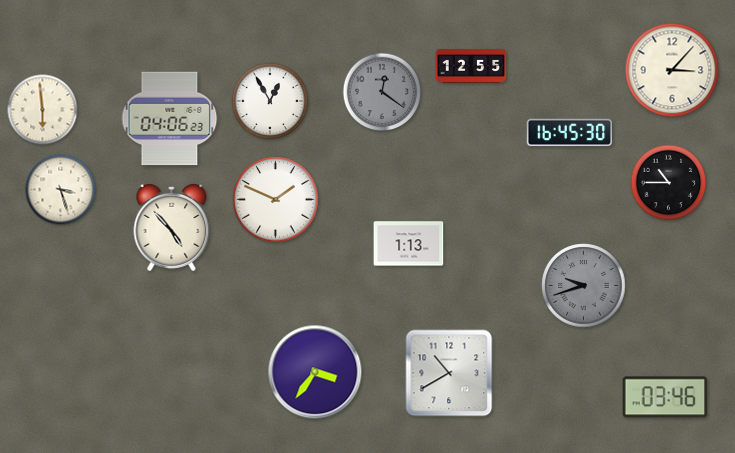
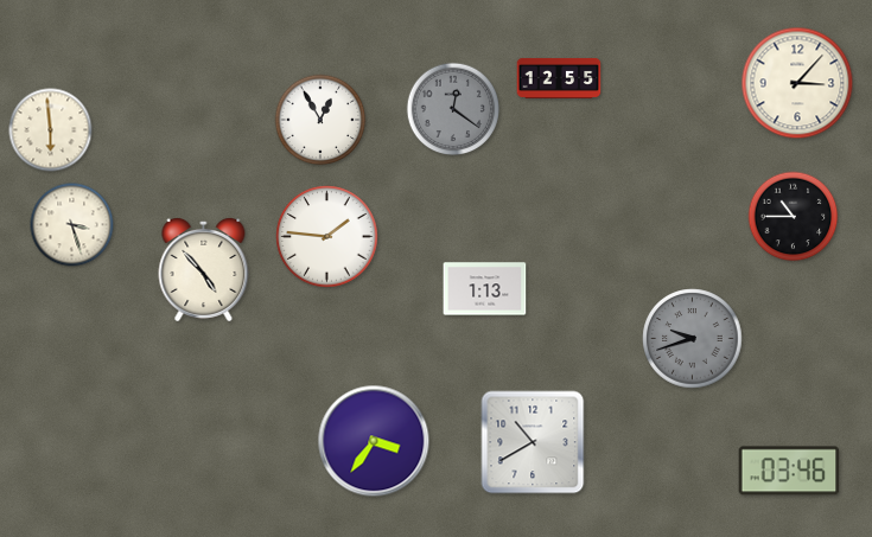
clock at (170, 119): 04:06 -> none
clock at (570, 133): 16:45 -> none
clock at (276, 200): 1:49 -> 1:46
